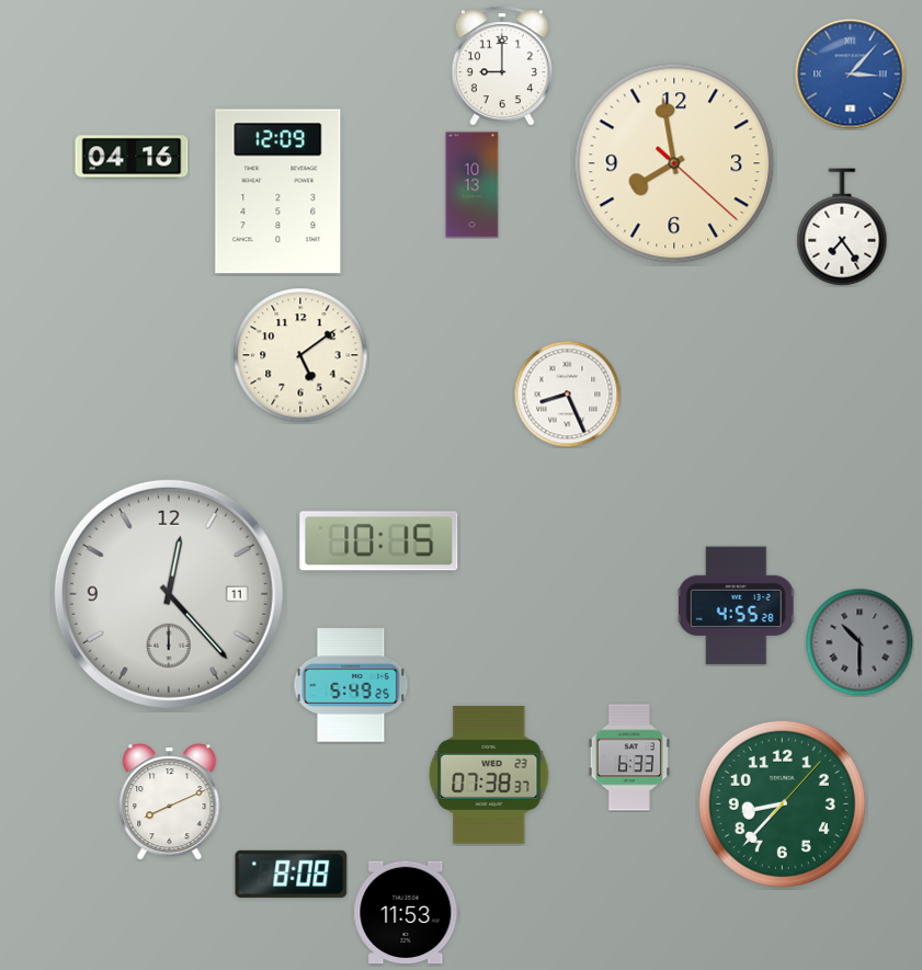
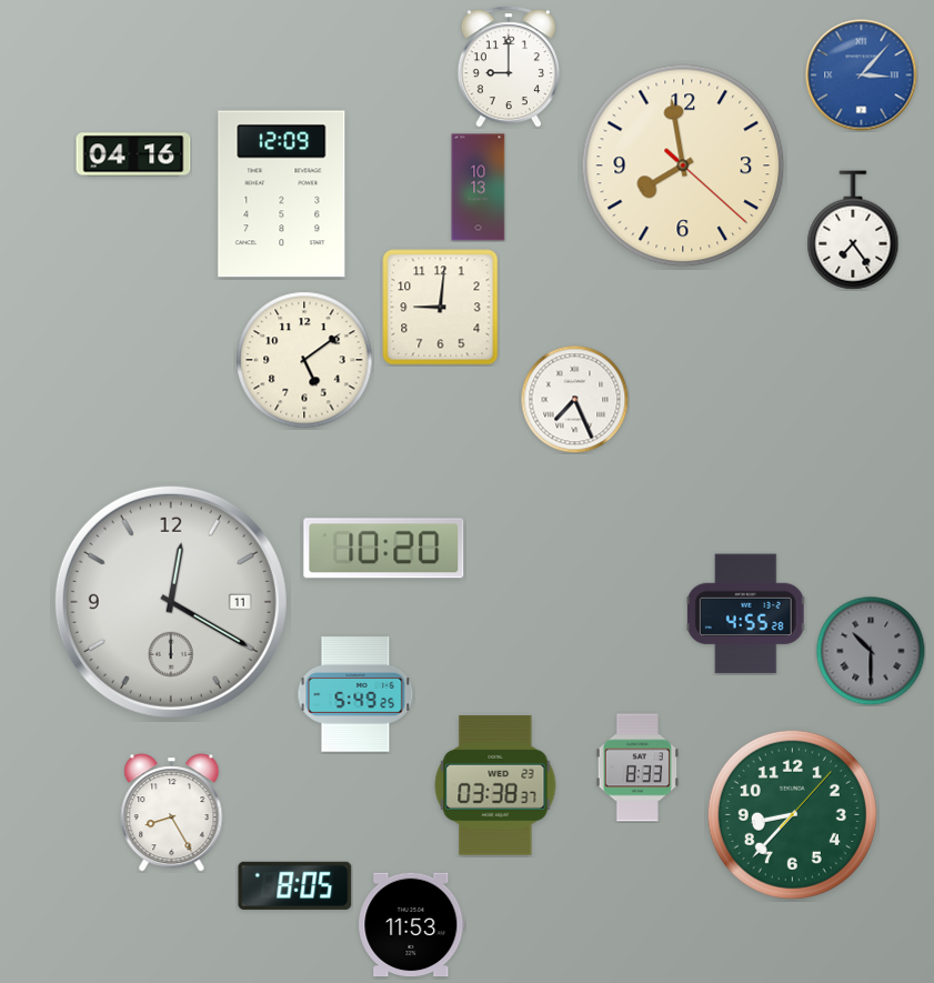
clock at (132, 157) position: (132, 157) -> (133, 154)
clock at (441, 308): none -> 9:01
clock at (567, 393): 8:26 -> 7:26
clock at (379, 541): 10:15 -> 10:20
clock at (169, 594): 12:23 -> 12:20
clock at (628, 757): 6:33 -> 8:33
clock at (489, 775): 07:38 -> 03:38
clock at (170, 802): 8:11 -> 8:25
clock at (292, 874): 8:08 -> 8:05
